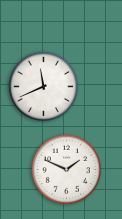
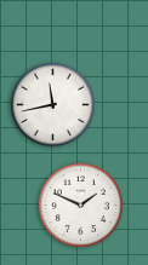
clock at (43, 86): 11:41 -> 11:43
